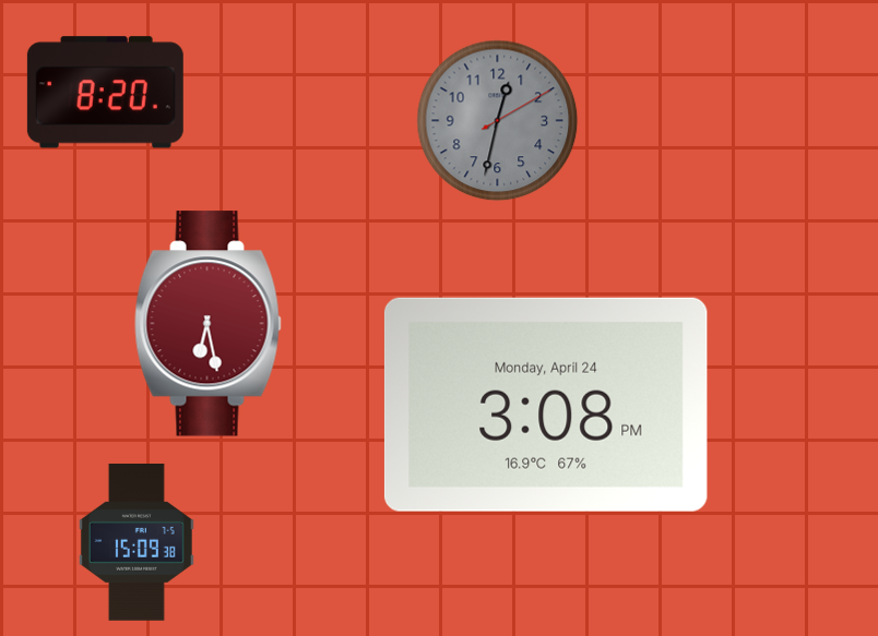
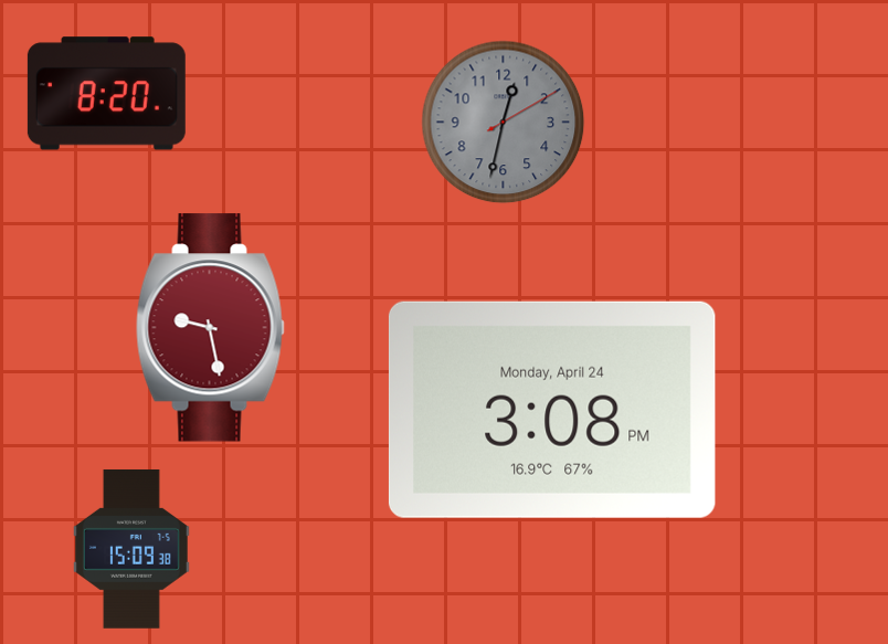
clock at (209, 324): 6:28 -> 9:28
clock at (137, 542) position: (137, 542) -> (131, 549)
